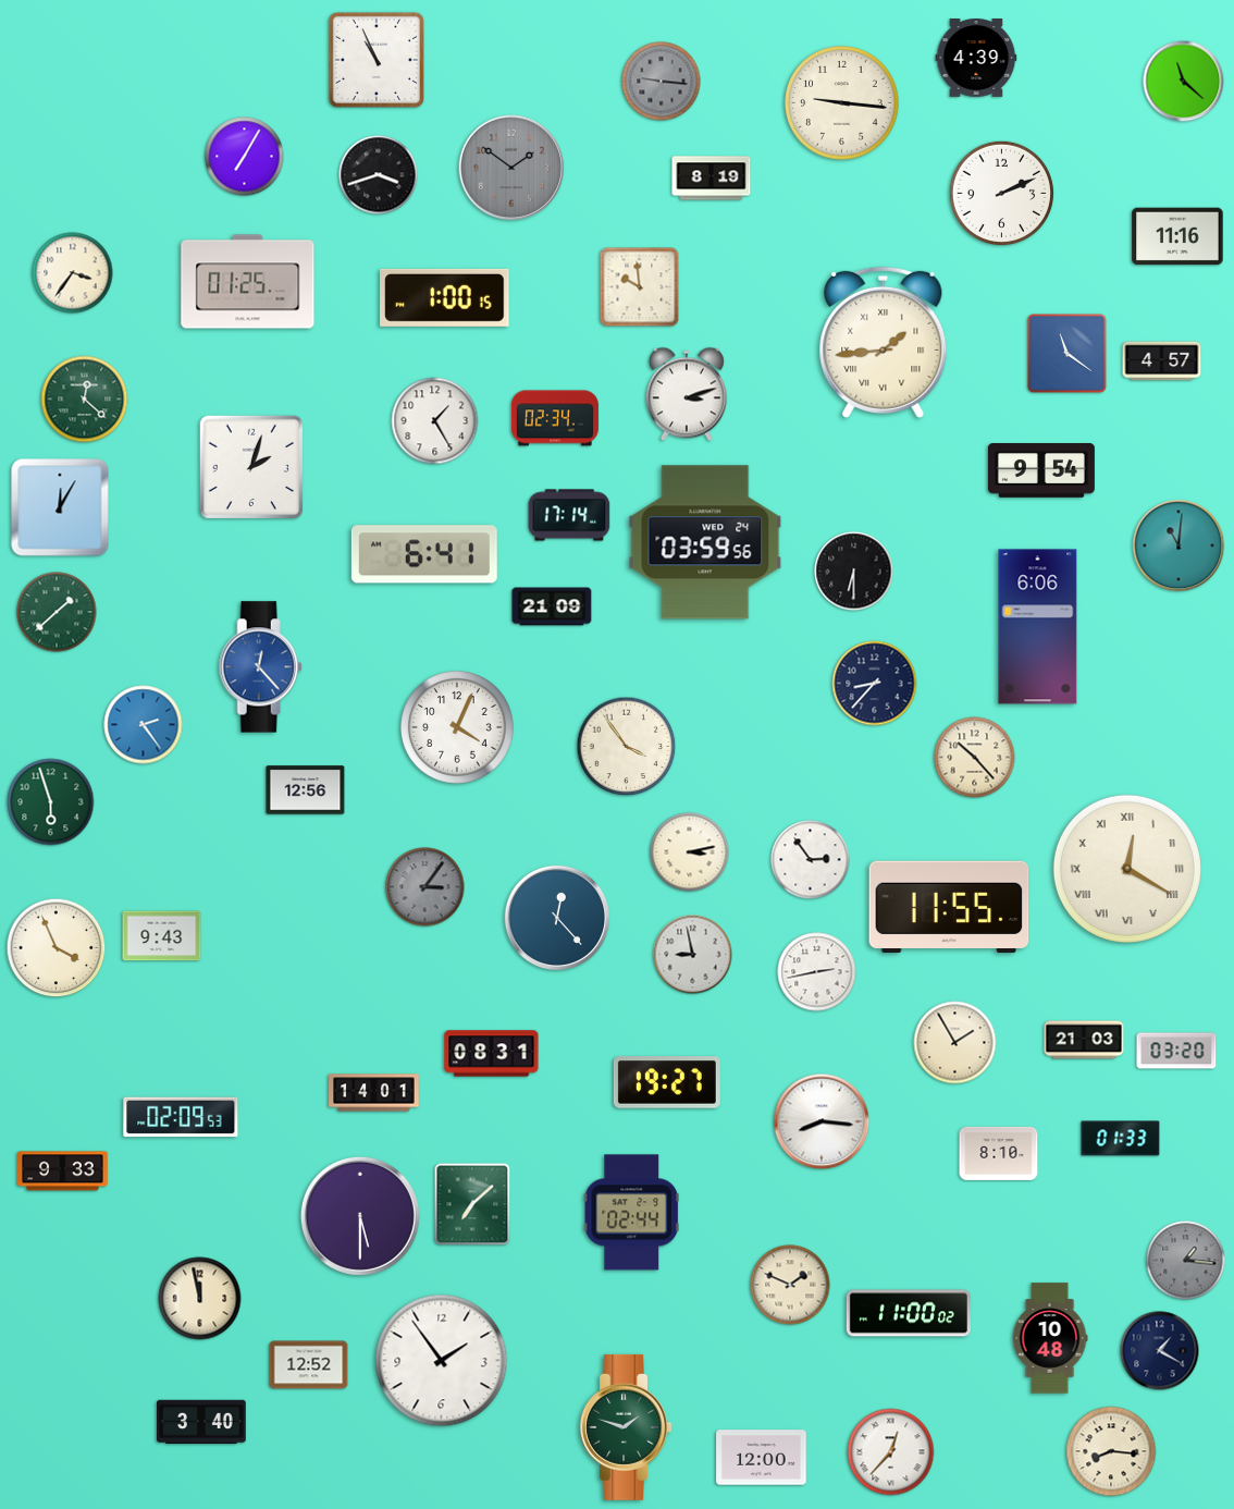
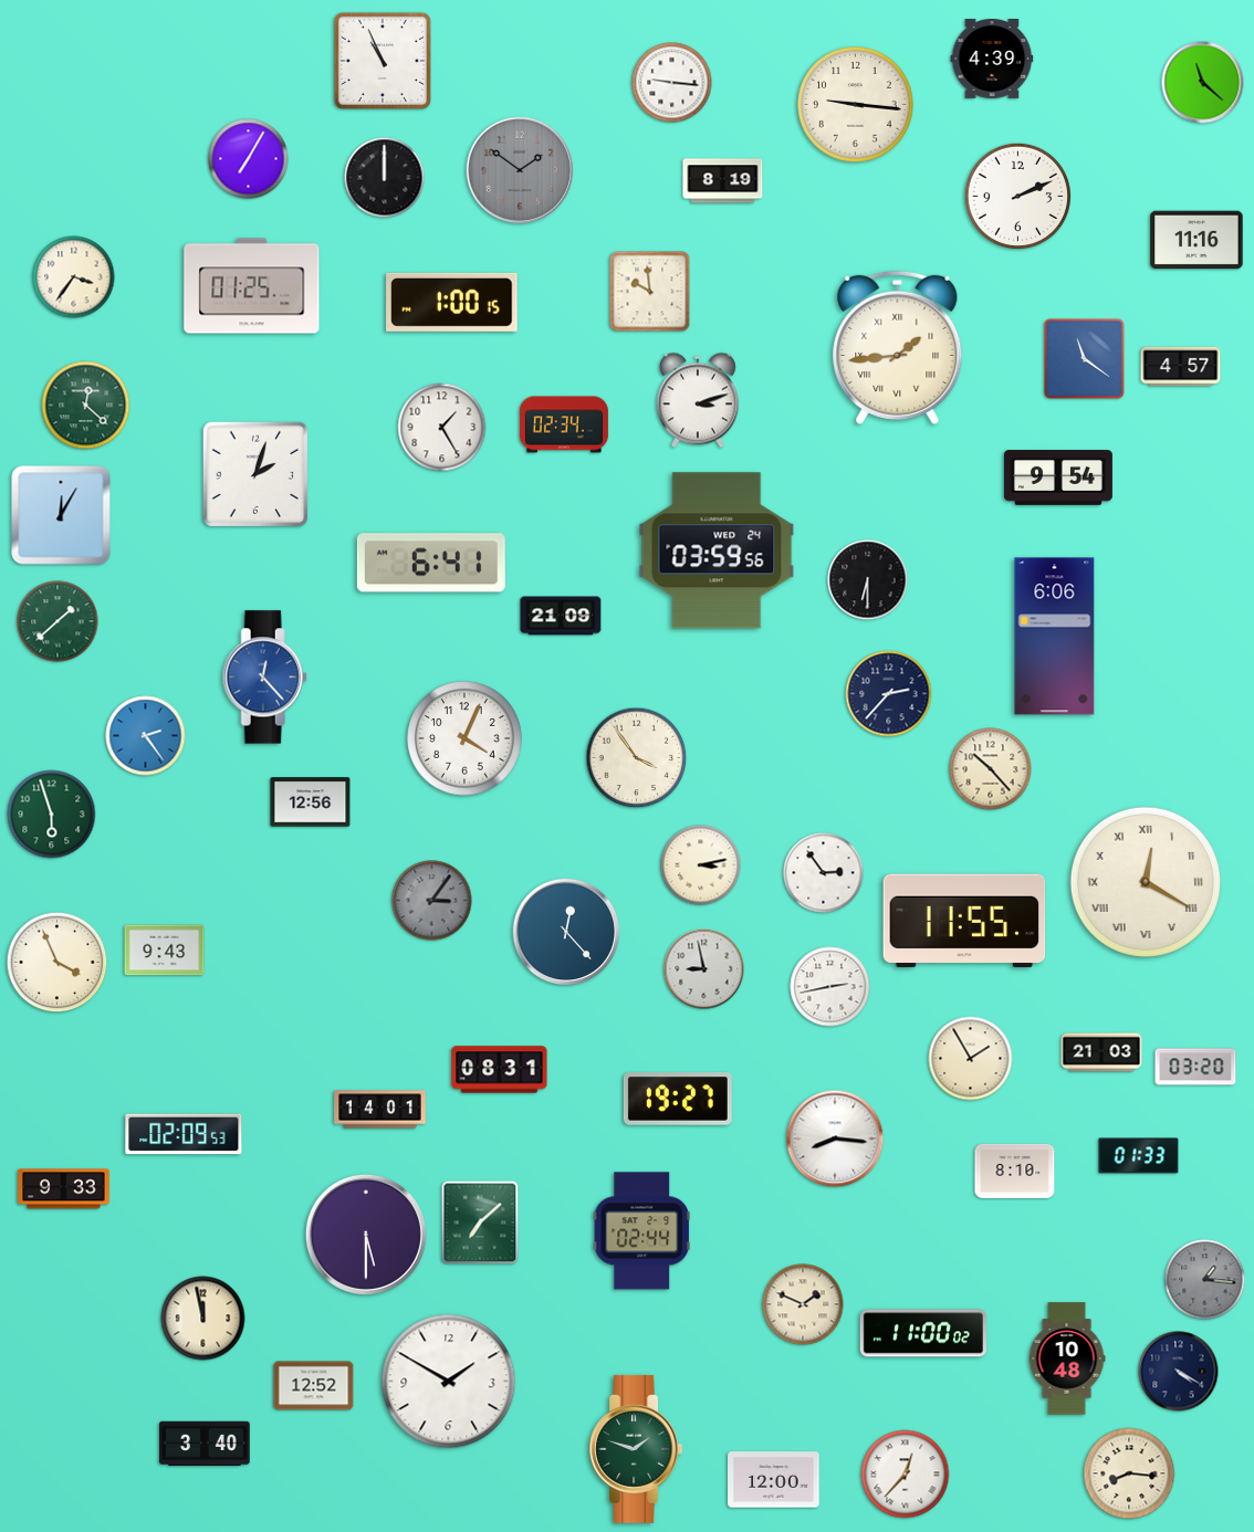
clock at (662, 82) dial: grey -> white
clock at (379, 175): 3:42 -> 12:00
clock at (569, 515): 17:14 -> none
clock at (1179, 545): 11:01 -> none
clock at (875, 684): 8:37 -> 2:37
clock at (1084, 1040) position: (1084, 1040) -> (1101, 1052)
clock at (1160, 1351): 1:20 -> 4:20
clock at (442, 1361): 1:54 -> 1:50
